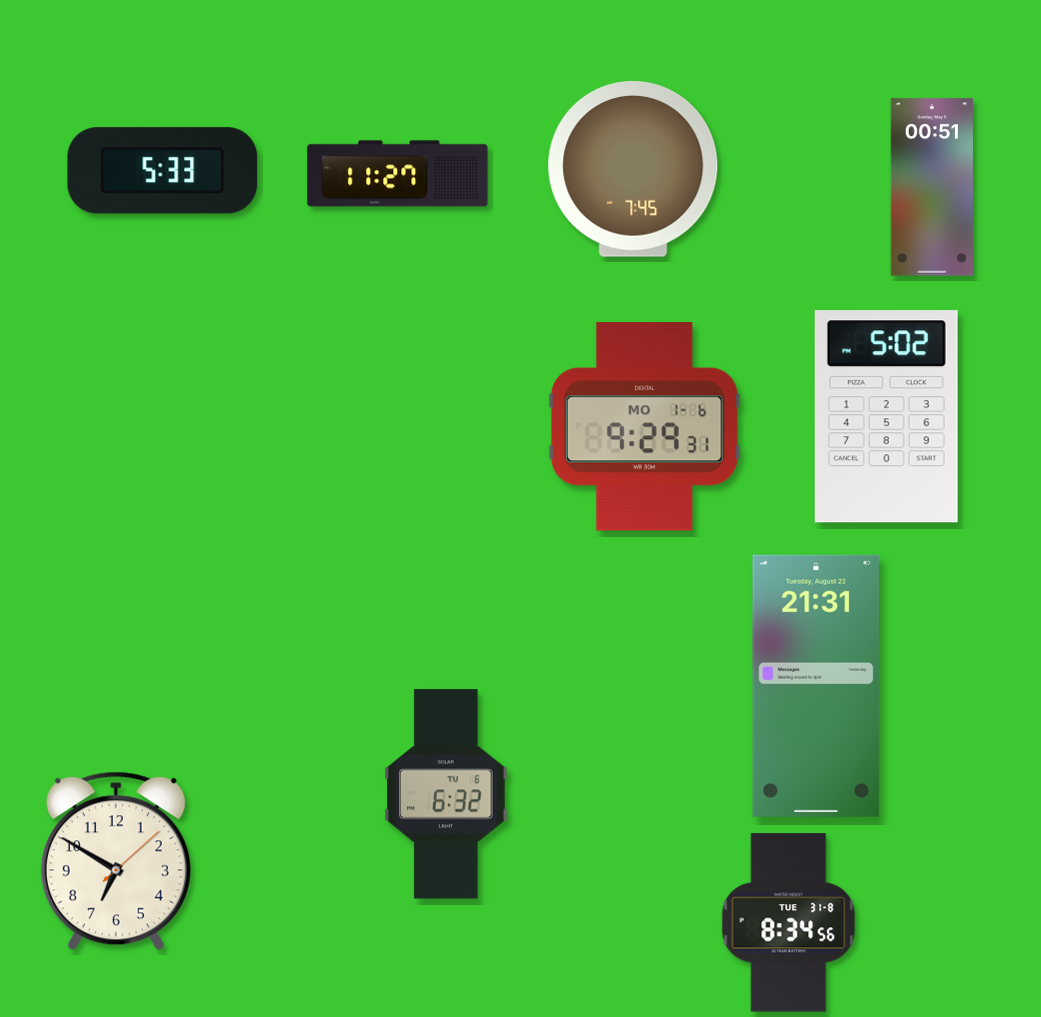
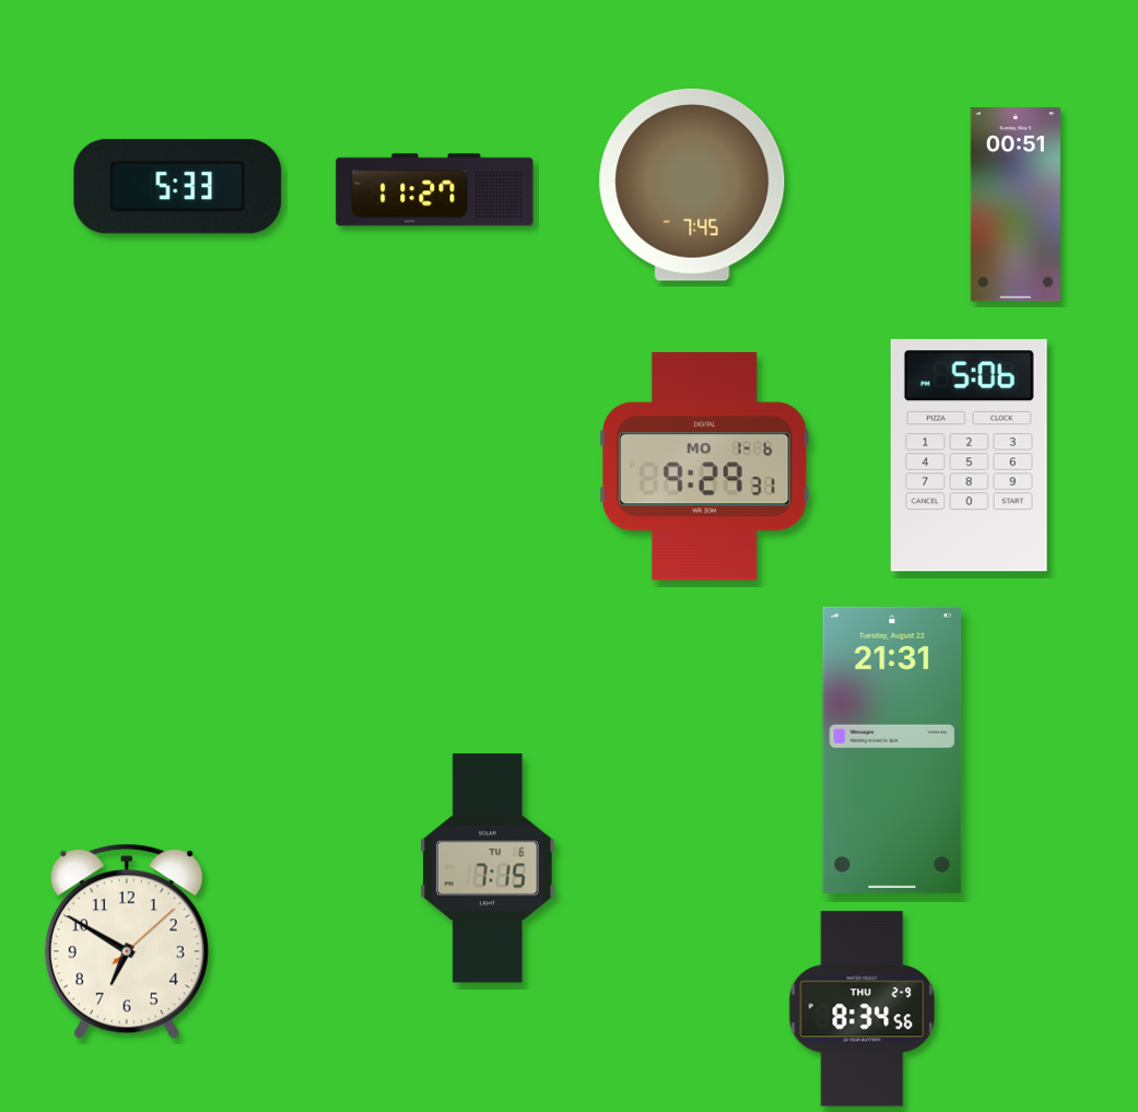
clock at (931, 187) position: (931, 187) -> (1014, 204)
clock at (886, 417): 5:02 -> 5:06
clock at (447, 794): 6:32 -> 7:15
clock at (789, 923) date: TUE 31-8 -> THU 2-9
